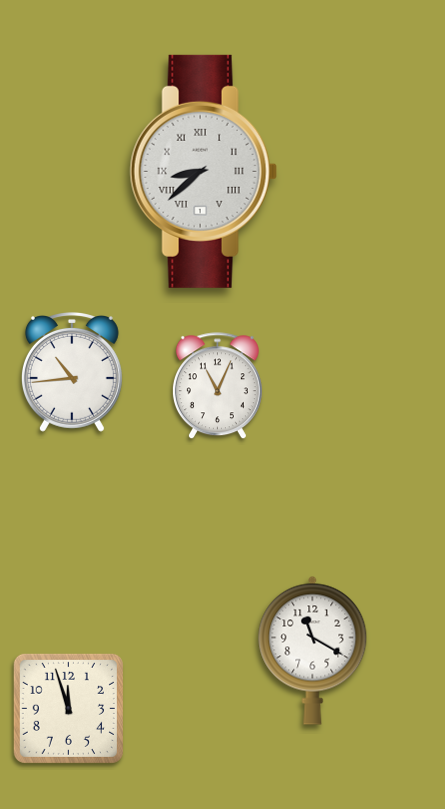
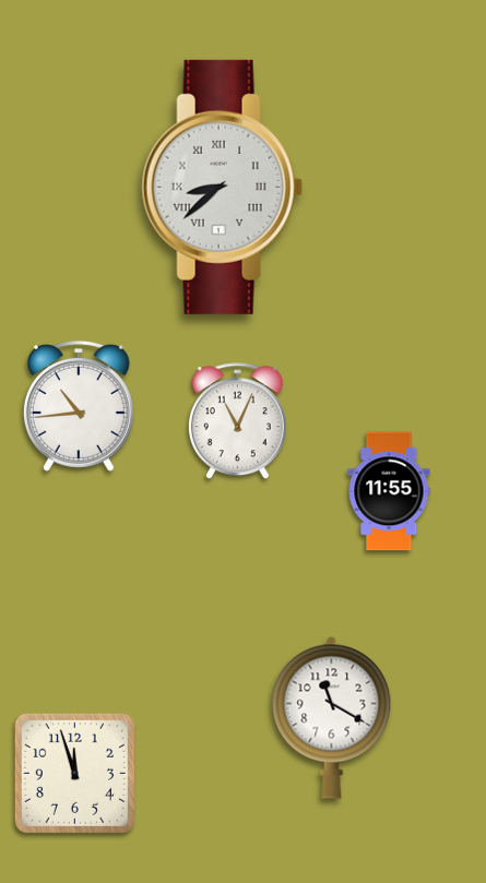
clock at (389, 491): none -> 11:55
clock at (313, 650) position: (313, 650) -> (332, 717)
